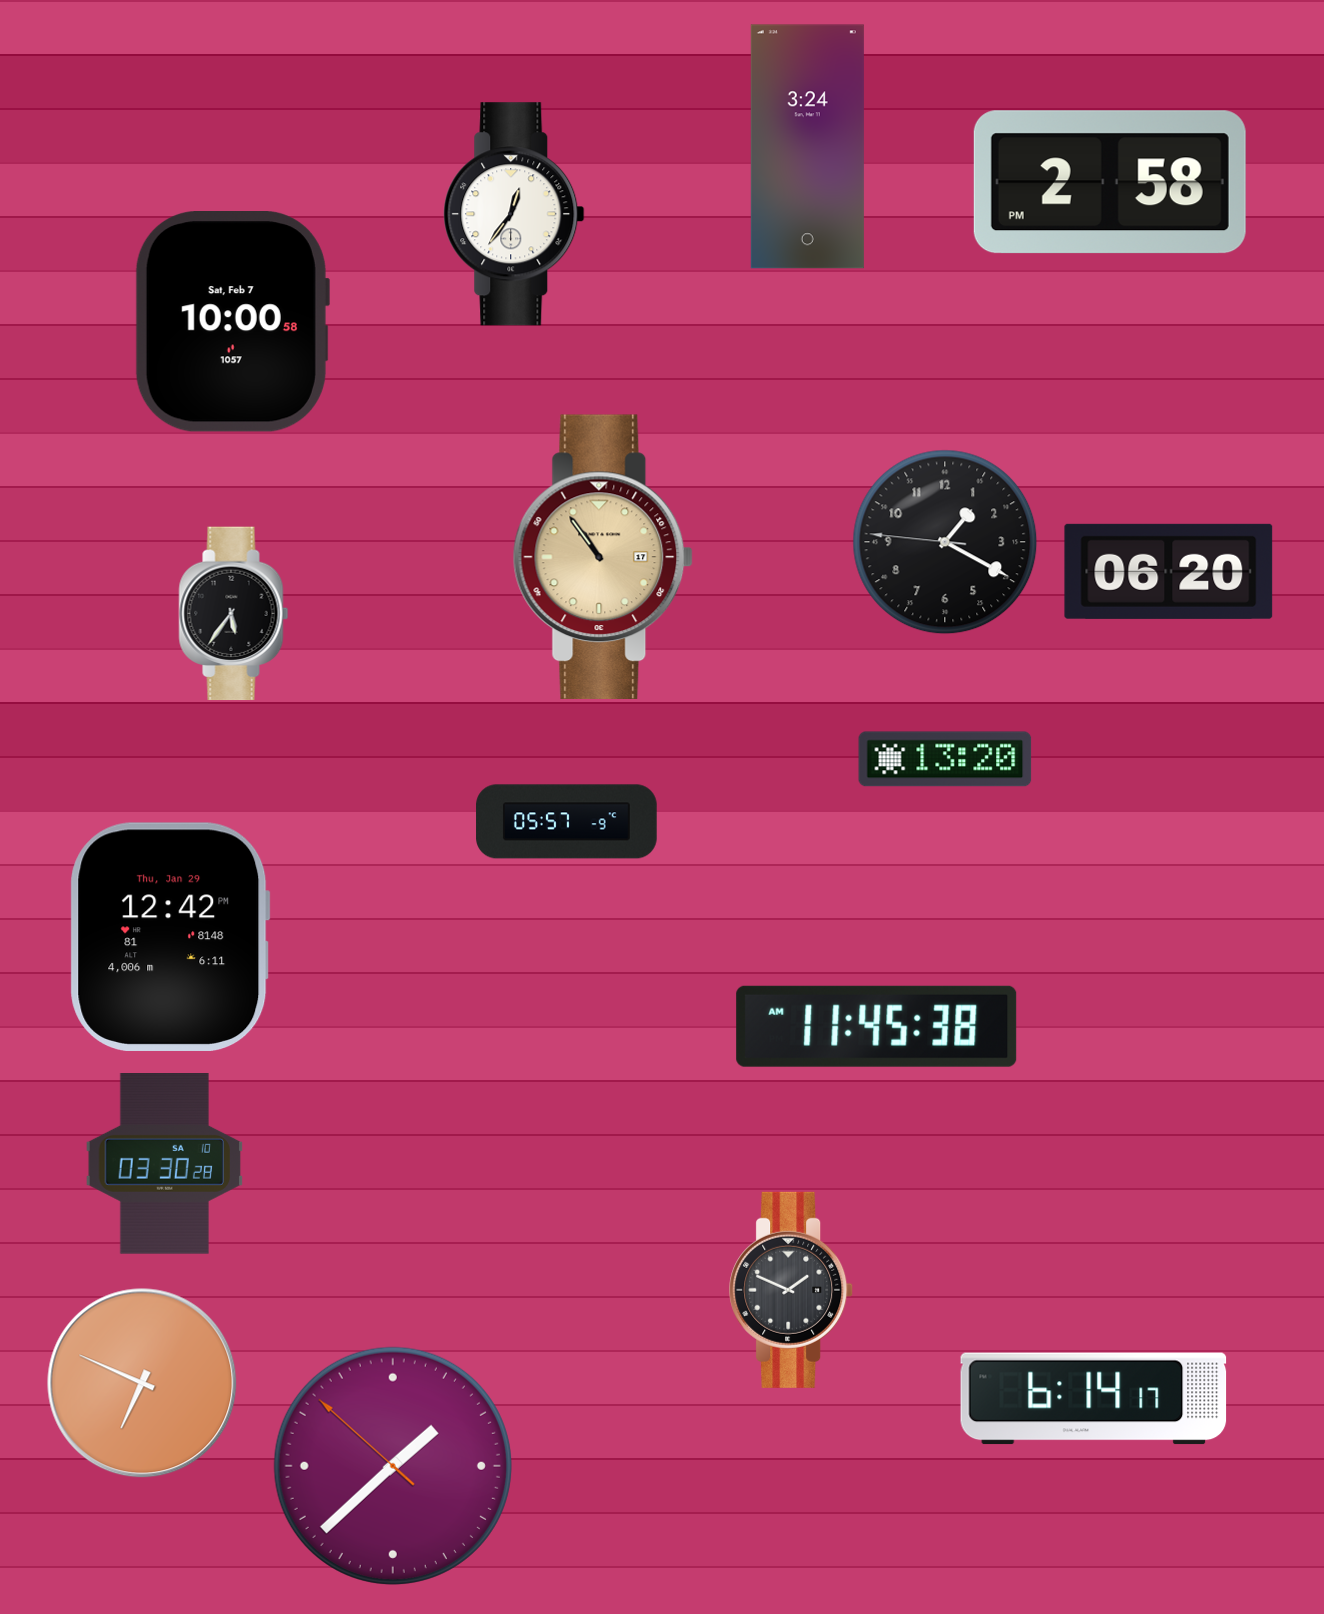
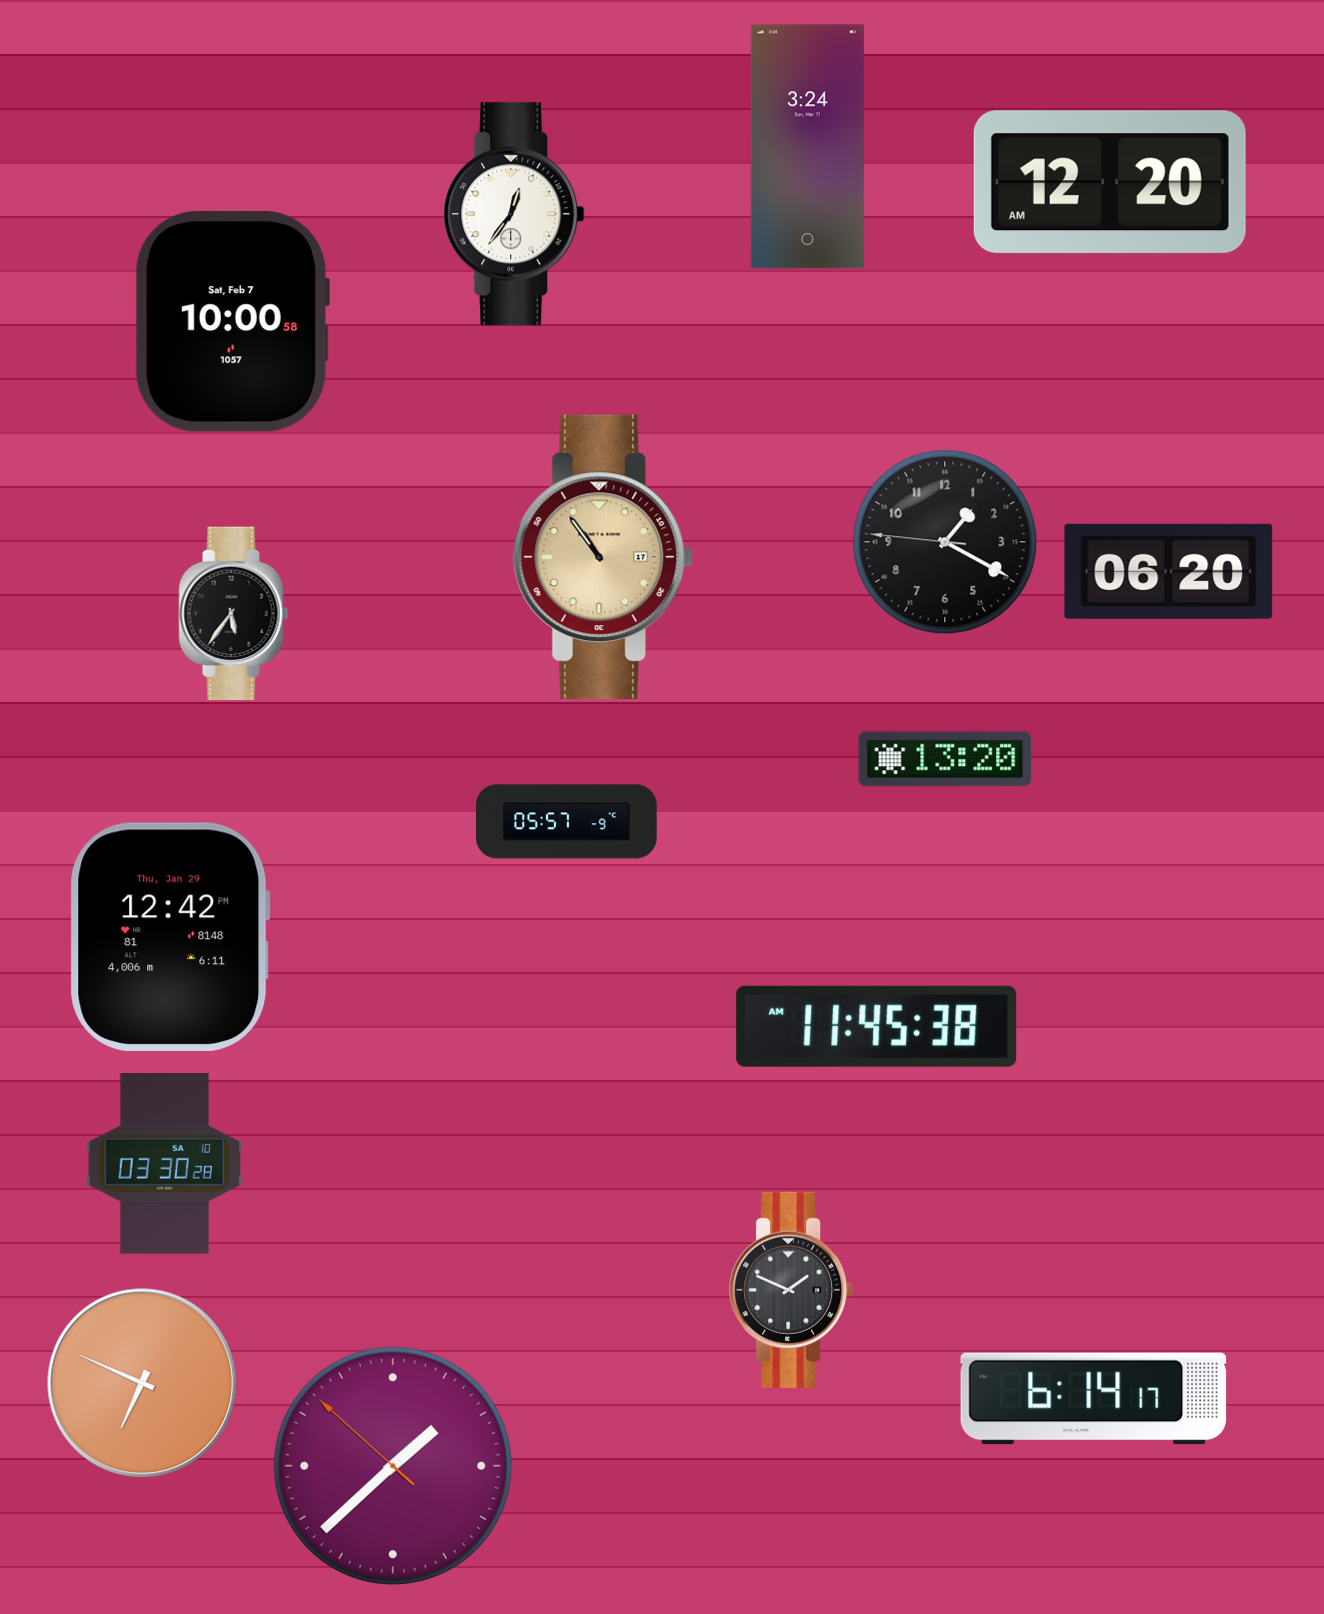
clock at (1110, 182): 2:58 -> 12:20
